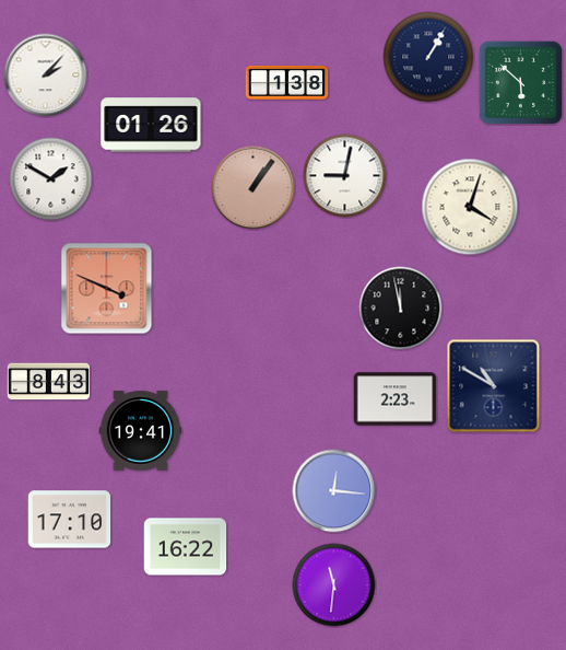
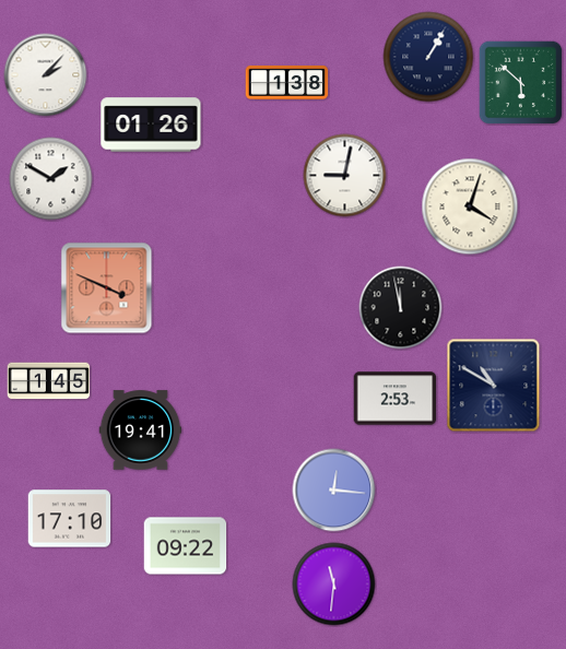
clock at (253, 188): 1:06 -> none
clock at (49, 382): 8:43 -> 1:45
clock at (396, 399): 2:23 -> 2:53
clock at (186, 547): 16:22 -> 09:22
